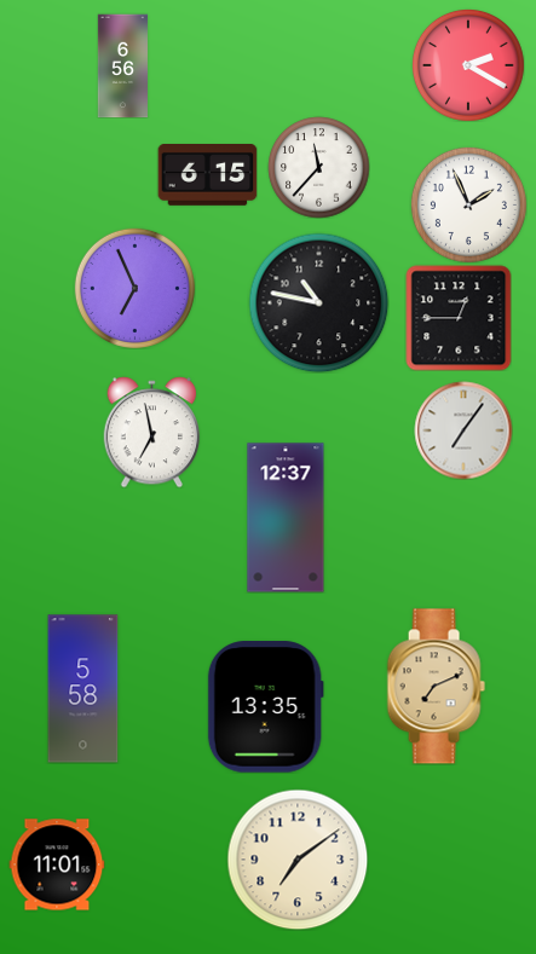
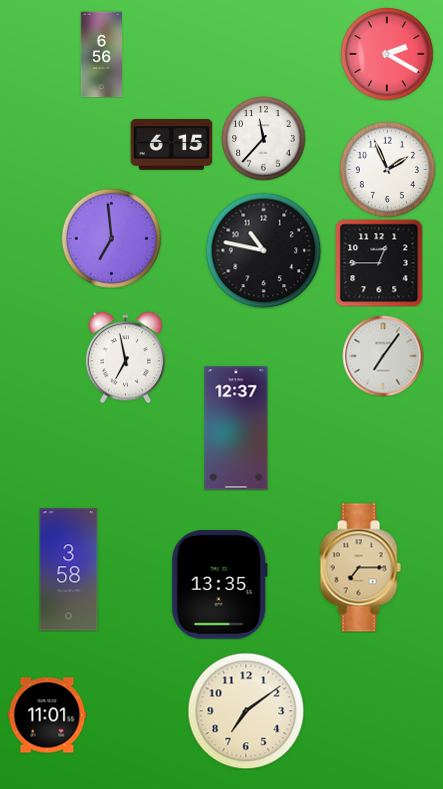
clock at (134, 288): 6:56 -> 6:59
clock at (436, 687): 7:11 -> 7:15
clock at (83, 689): 5:58 -> 3:58
